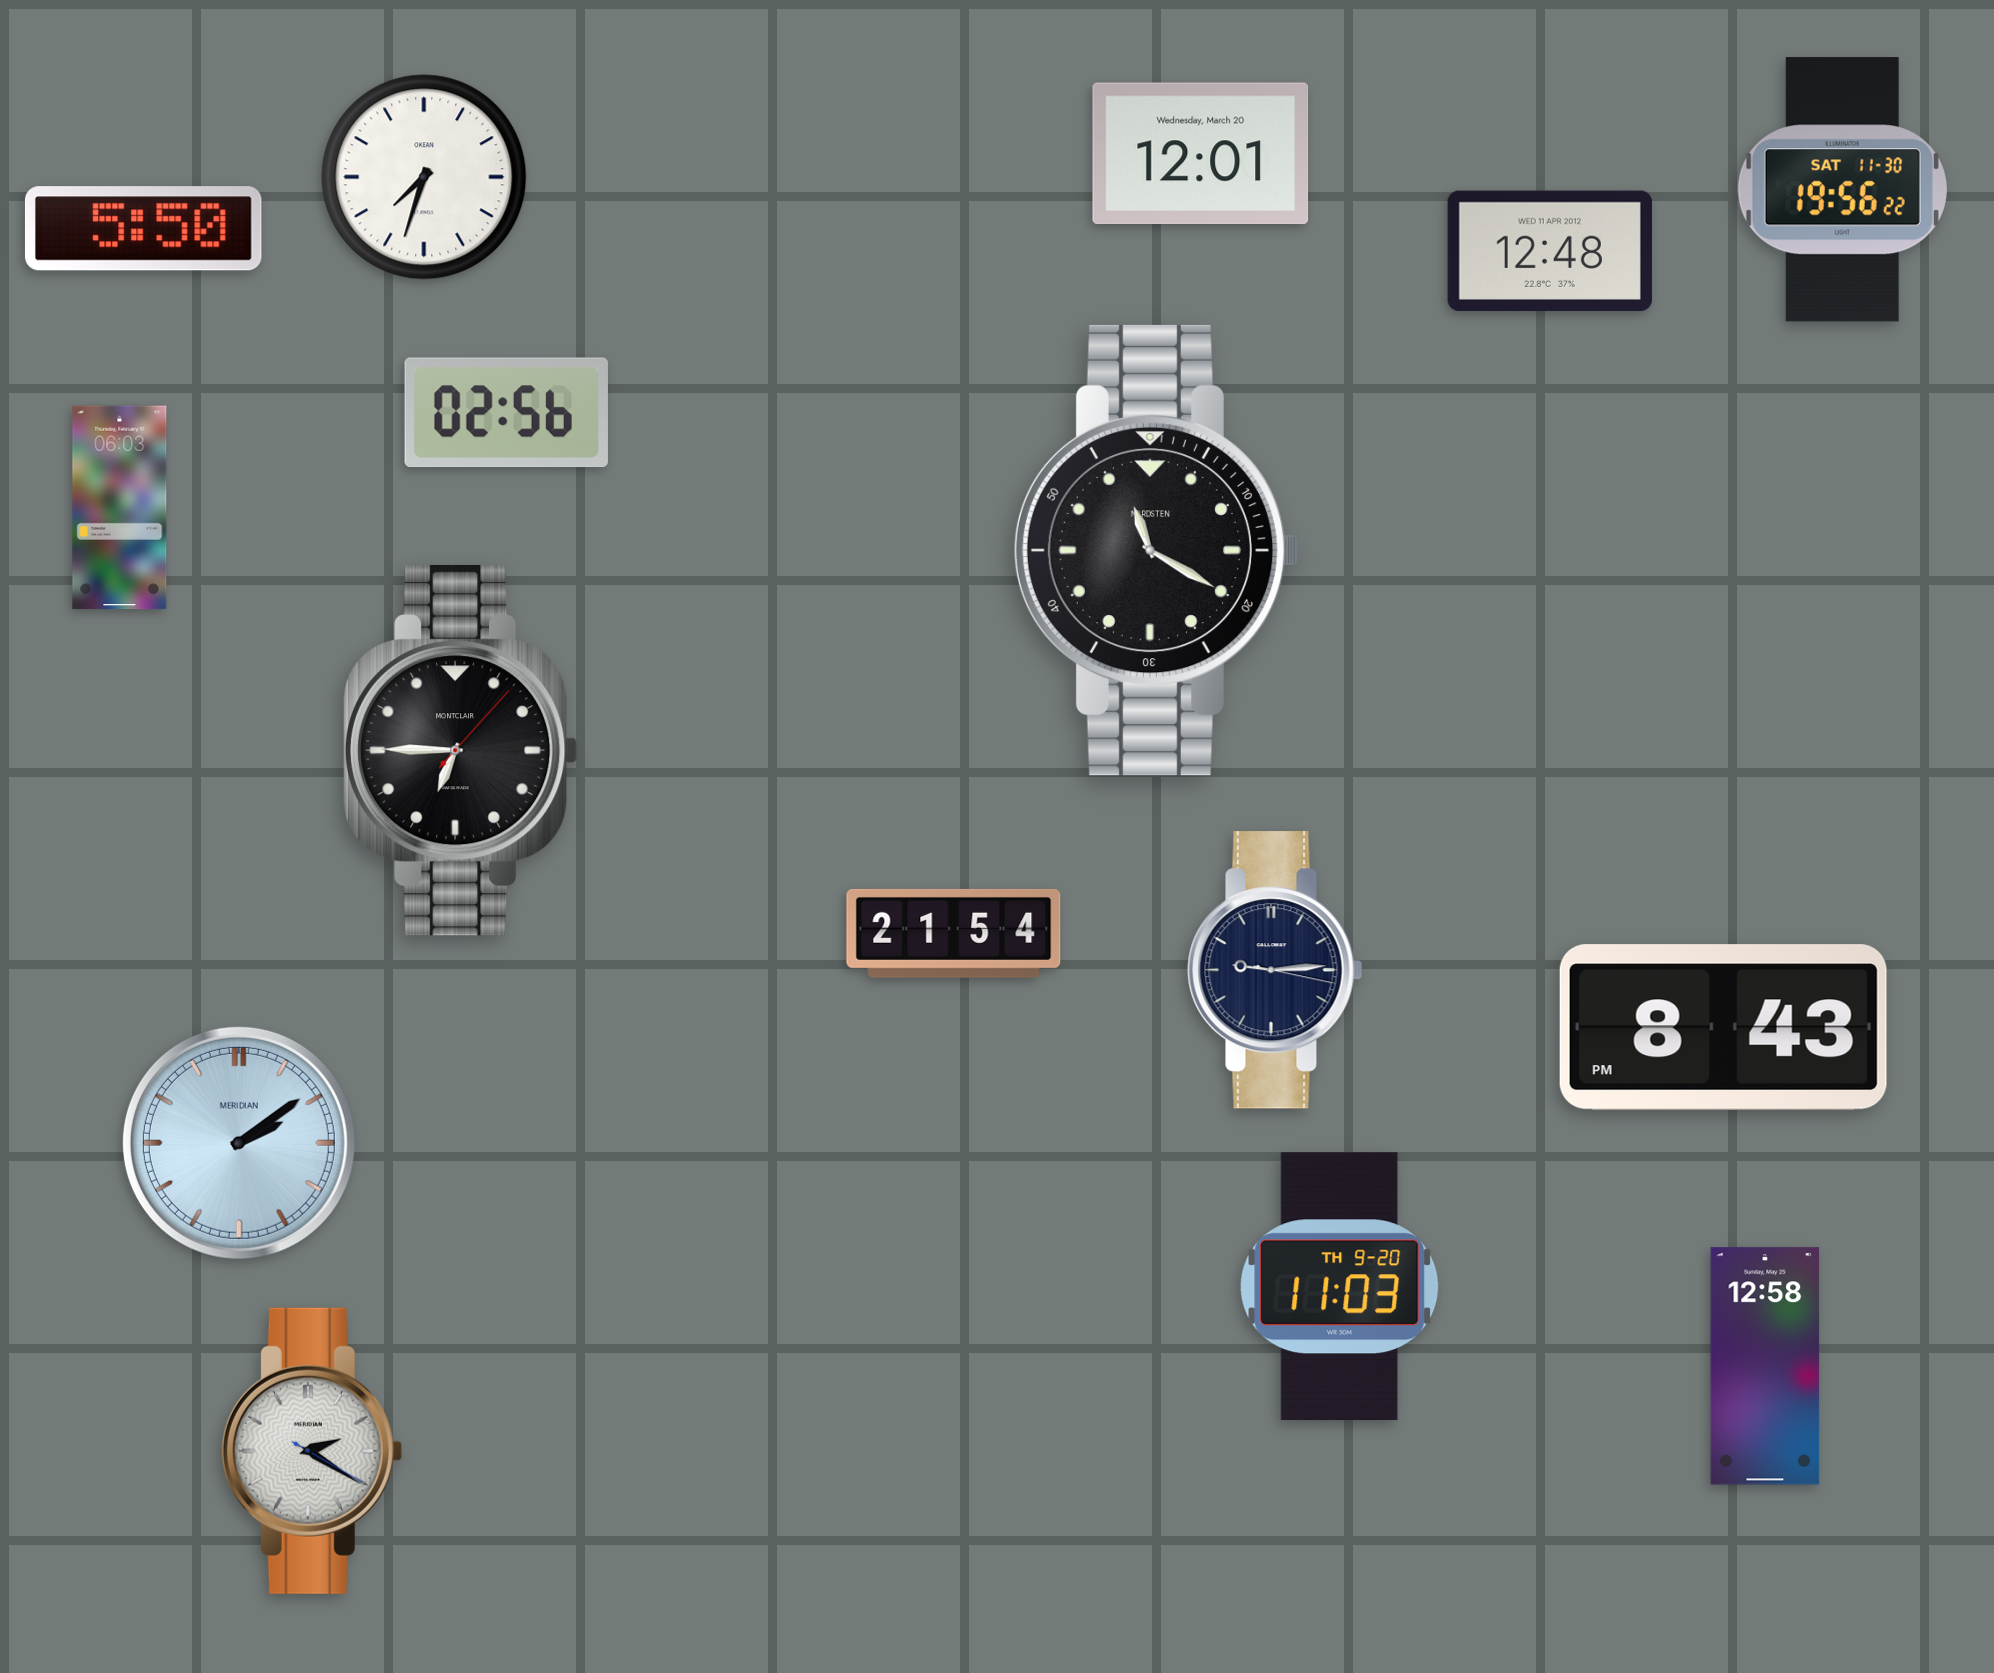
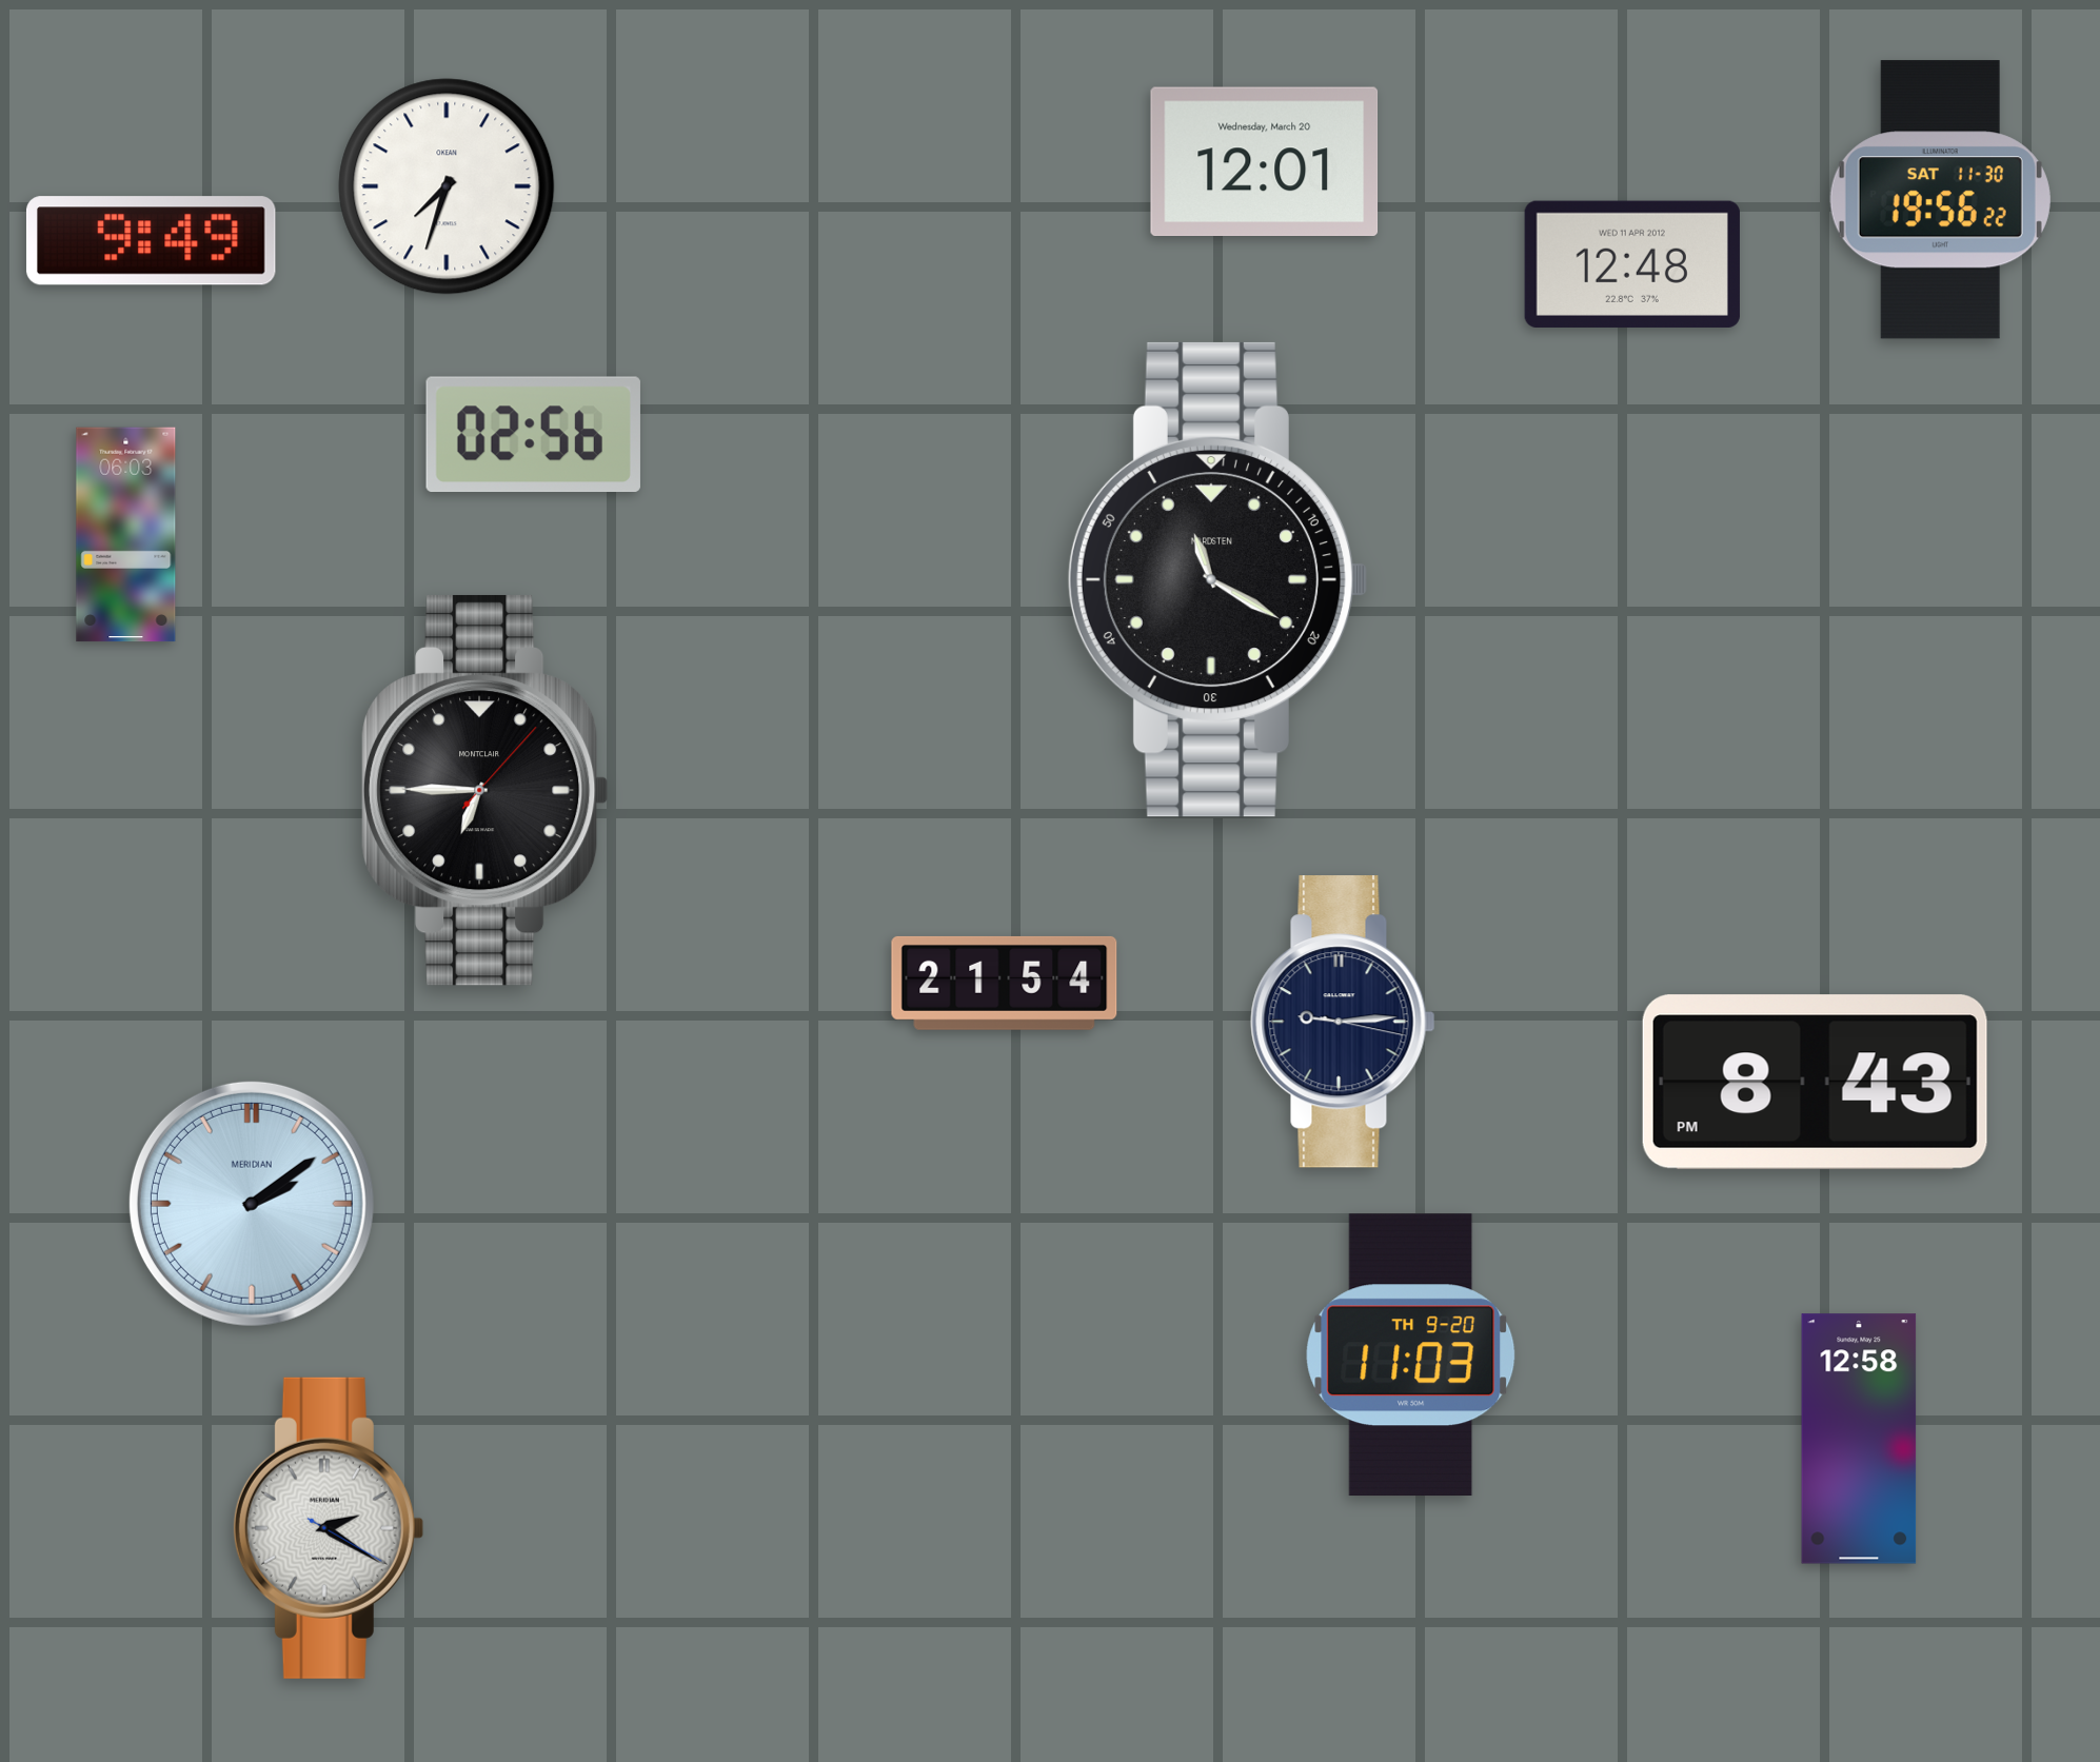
clock at (143, 229): 5:50 -> 9:49
